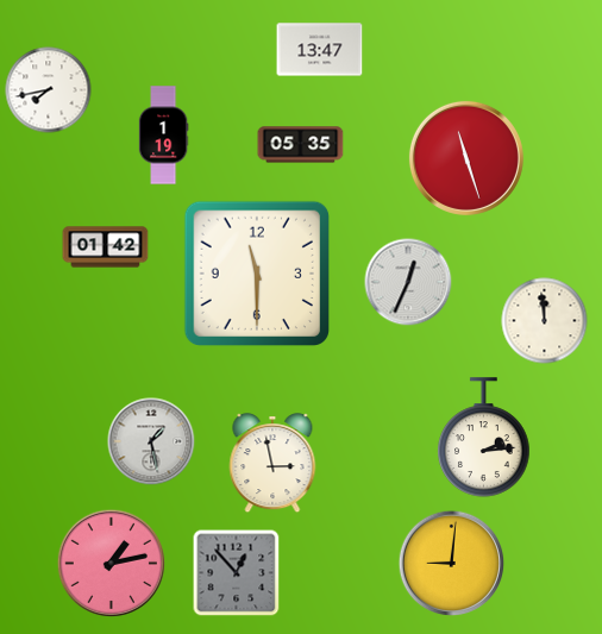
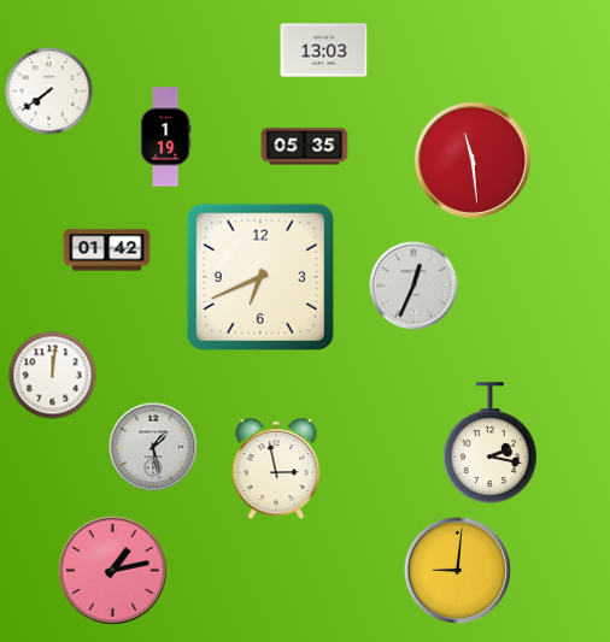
clock at (320, 50): 13:47 -> 13:03
clock at (49, 90): 7:43 -> 7:39
clock at (466, 158): 11:27 -> 11:29
clock at (257, 274): 11:30 -> 6:41
clock at (545, 321): 11:59 -> none
clock at (53, 376): none -> 12:01
clock at (484, 438): 2:14 -> 2:17
clock at (237, 573): 12:53 -> none
